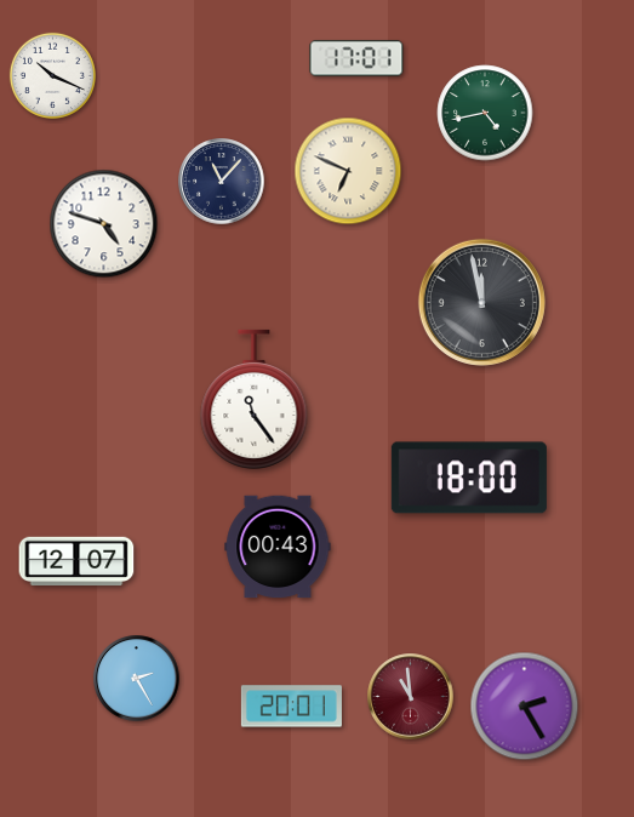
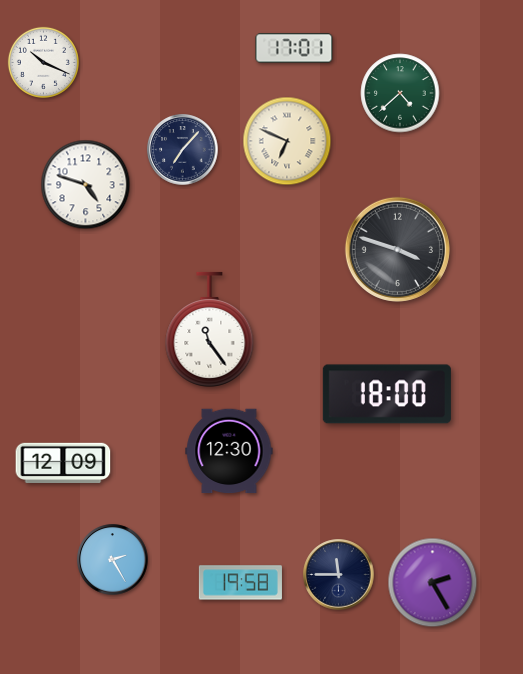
clock at (485, 113): 4:43 -> 4:38
clock at (222, 182): 11:07 -> 7:07
clock at (481, 302): 11:58 -> 3:48
clock at (278, 547): 00:43 -> 12:30
clock at (76, 560): 12:07 -> 12:09
clock at (411, 697): 10:59 -> 11:45
clock at (411, 697) dial: burgundy -> navy
clock at (291, 707): 20:01 -> 19:58
